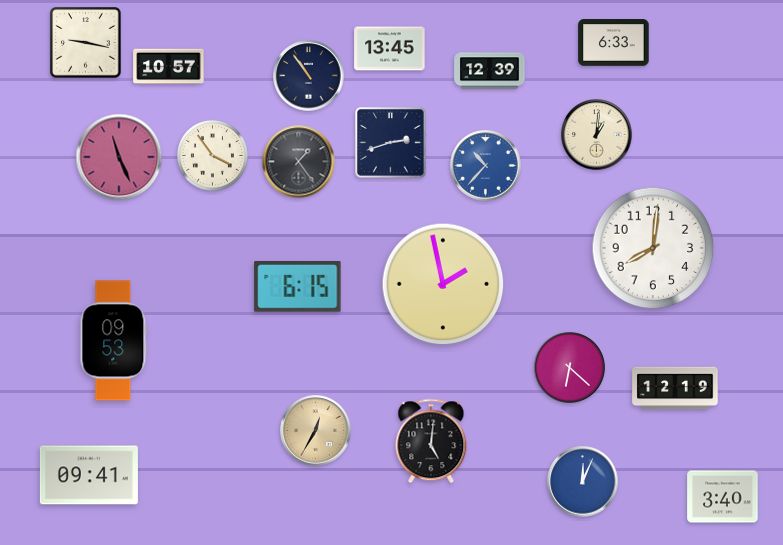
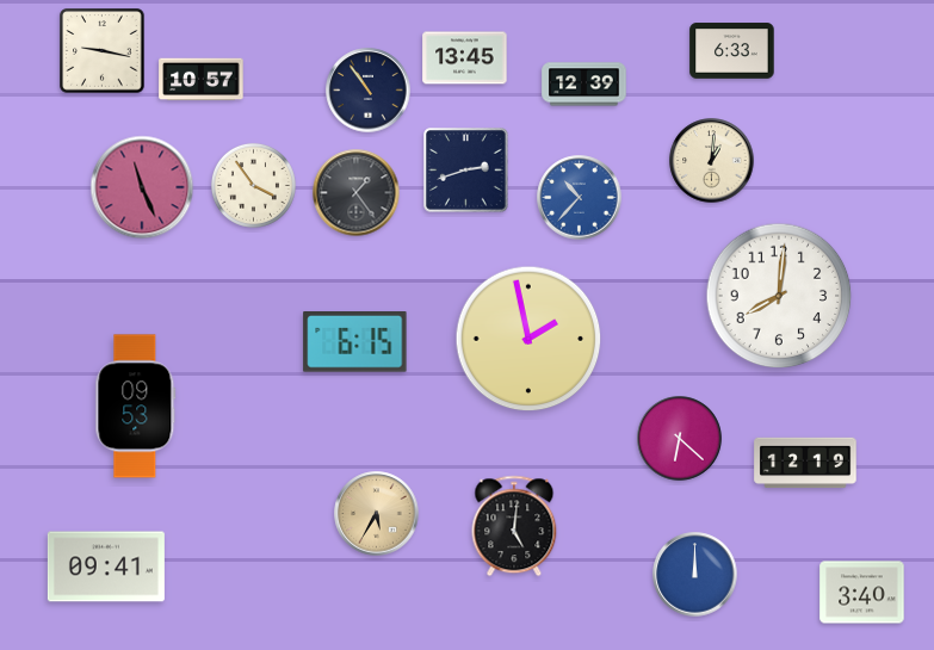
clock at (316, 431): 12:35 -> 5:35
clock at (583, 482): 12:04 -> 12:00
